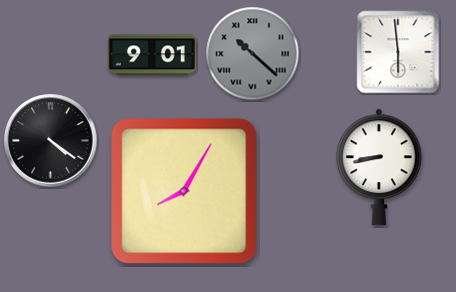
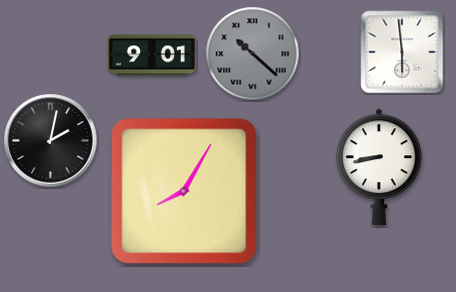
clock at (398, 52) position: (398, 52) -> (402, 52)
clock at (51, 141): 4:21 -> 2:02
